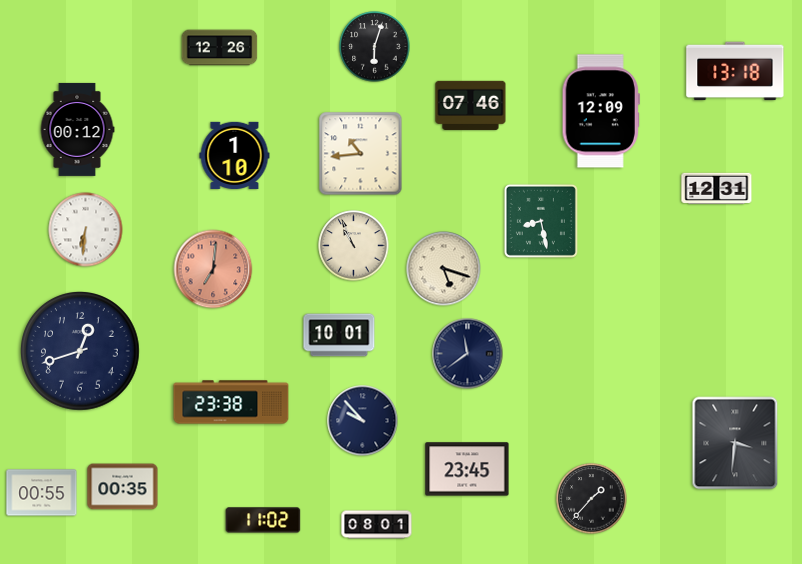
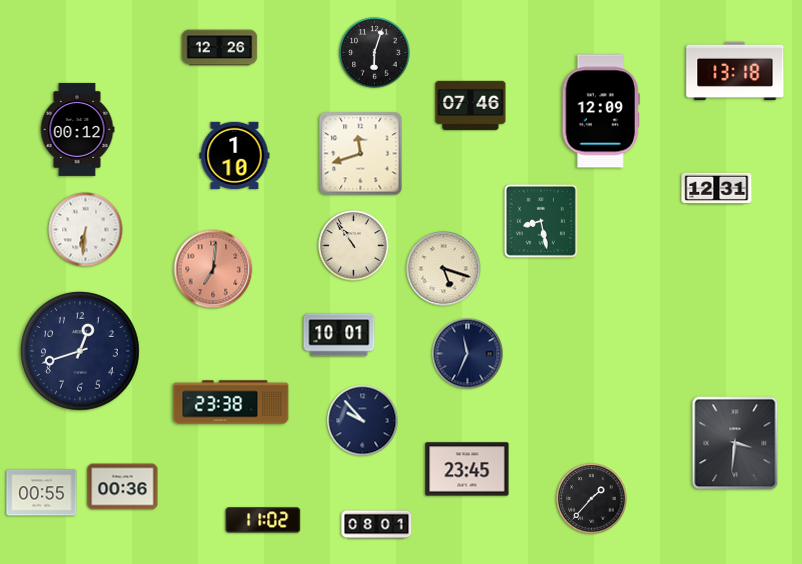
clock at (375, 47) position: (375, 47) -> (375, 53)
clock at (361, 154): 10:44 -> 11:42
clock at (354, 246): 10:56 -> 10:54
clock at (468, 354): 11:39 -> 11:34
clock at (123, 487): 00:35 -> 00:36
